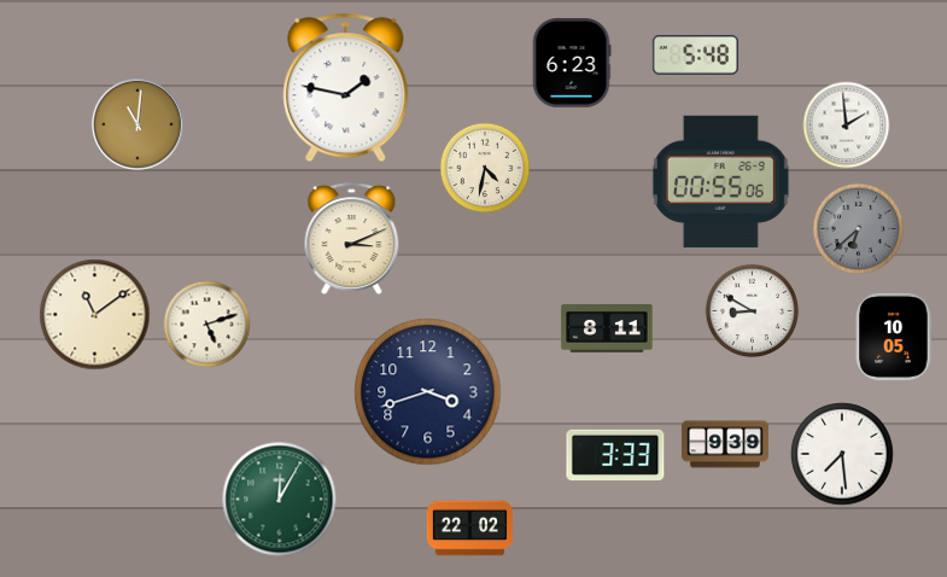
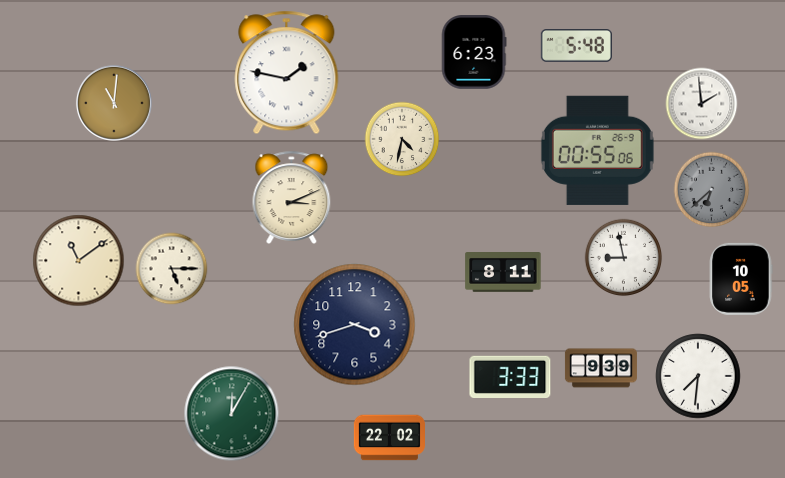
clock at (753, 311): 8:50 -> 8:58
clock at (207, 325): 5:12 -> 5:15
clock at (842, 454): 7:29 -> 7:31
